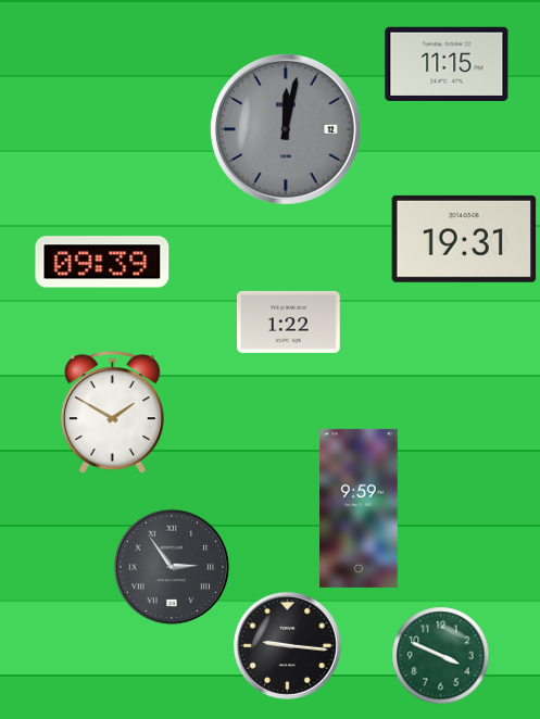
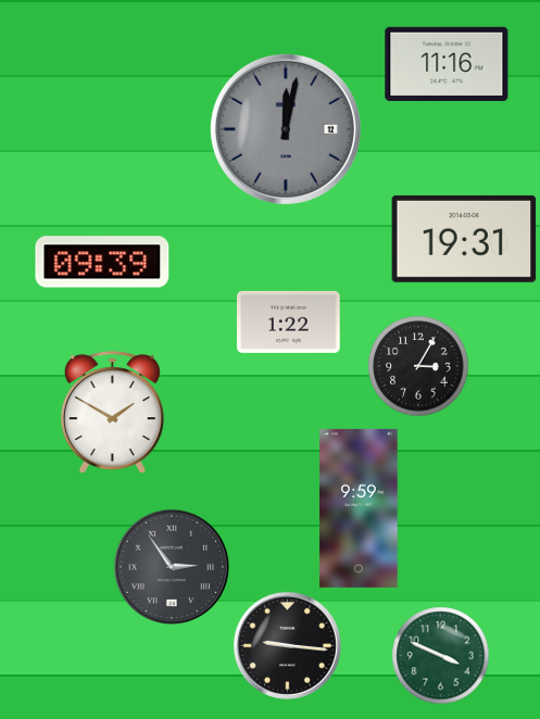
clock at (447, 63): 11:15 -> 11:16
clock at (418, 366): none -> 3:05
